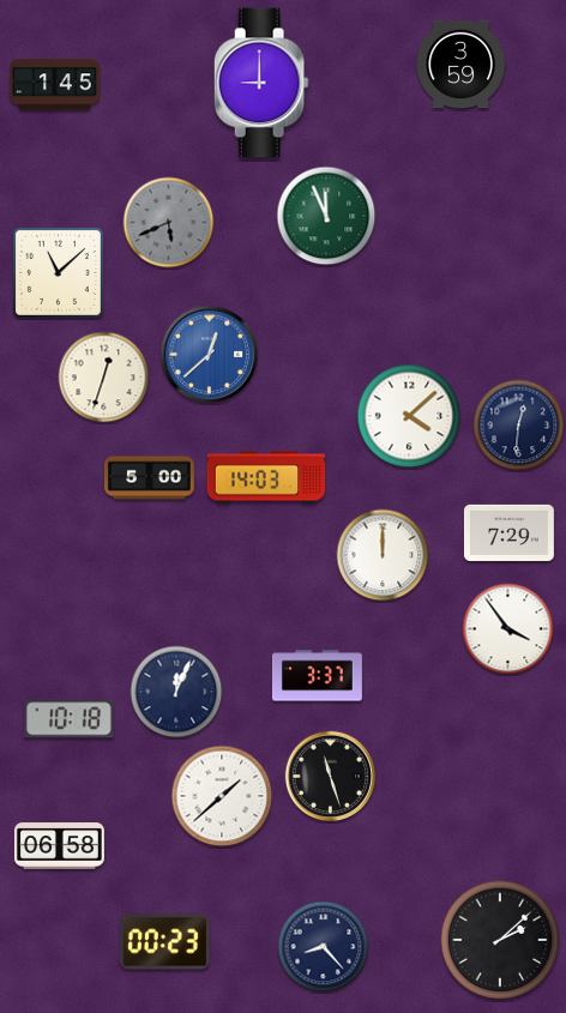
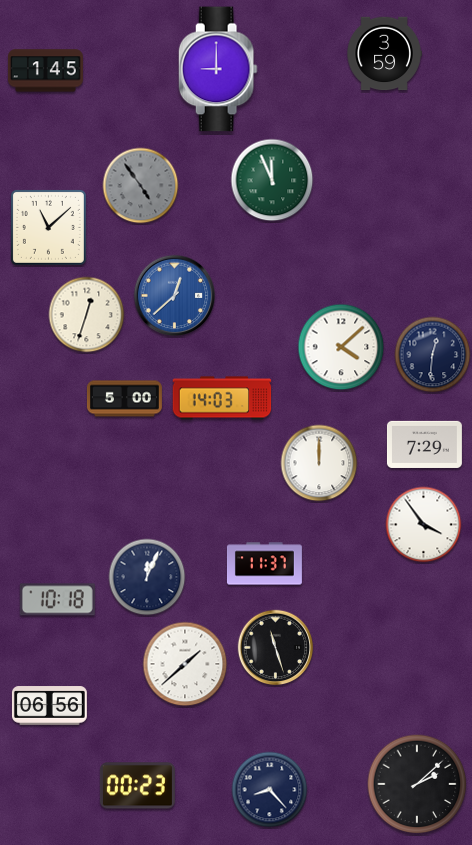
clock at (169, 223): 5:41 -> 4:54
clock at (317, 676): 3:37 -> 11:37
clock at (59, 846): 06:58 -> 06:56
